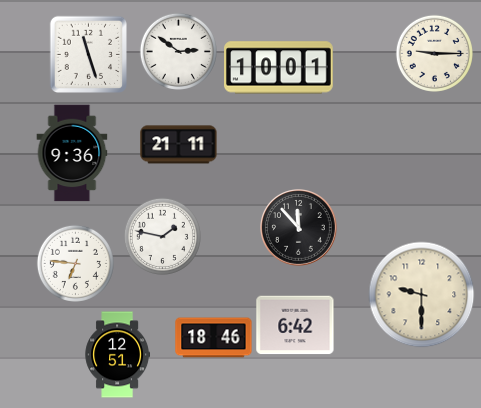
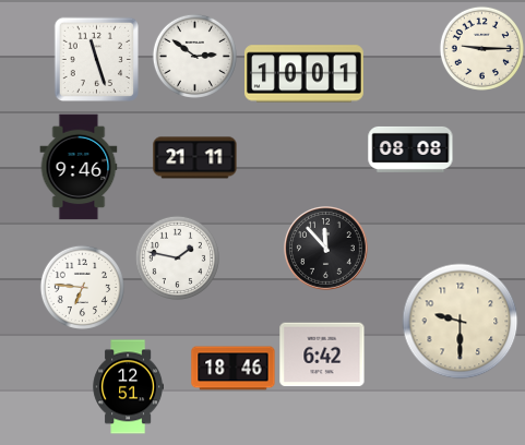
clock at (434, 53) position: (434, 53) -> (481, 48)
clock at (410, 149): none -> 08:08
clock at (72, 153): 9:36 -> 9:46
